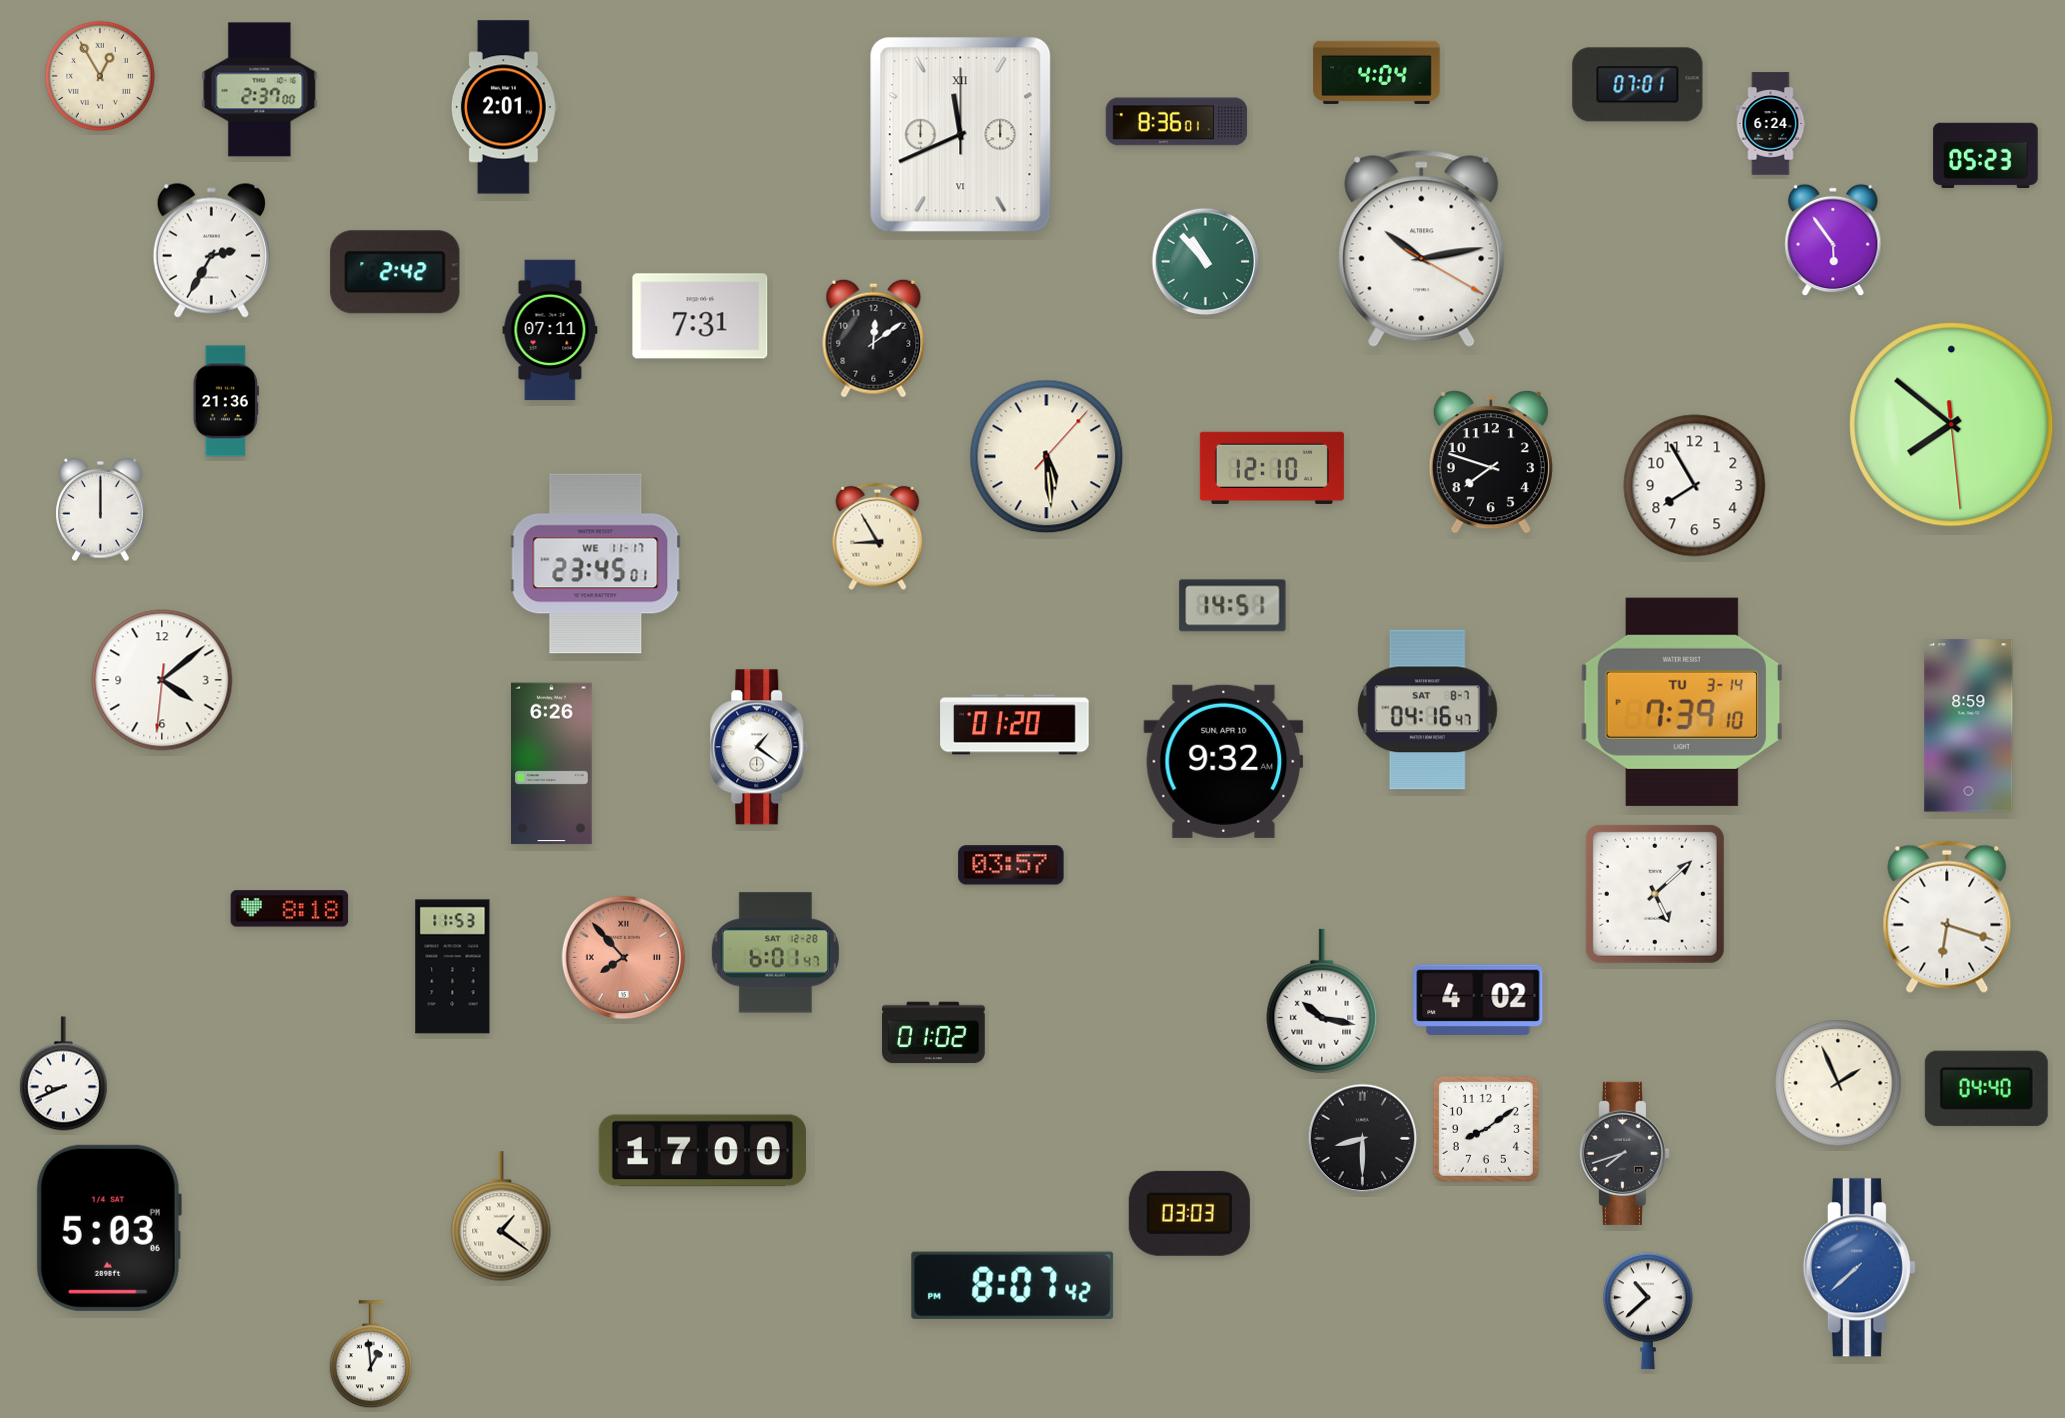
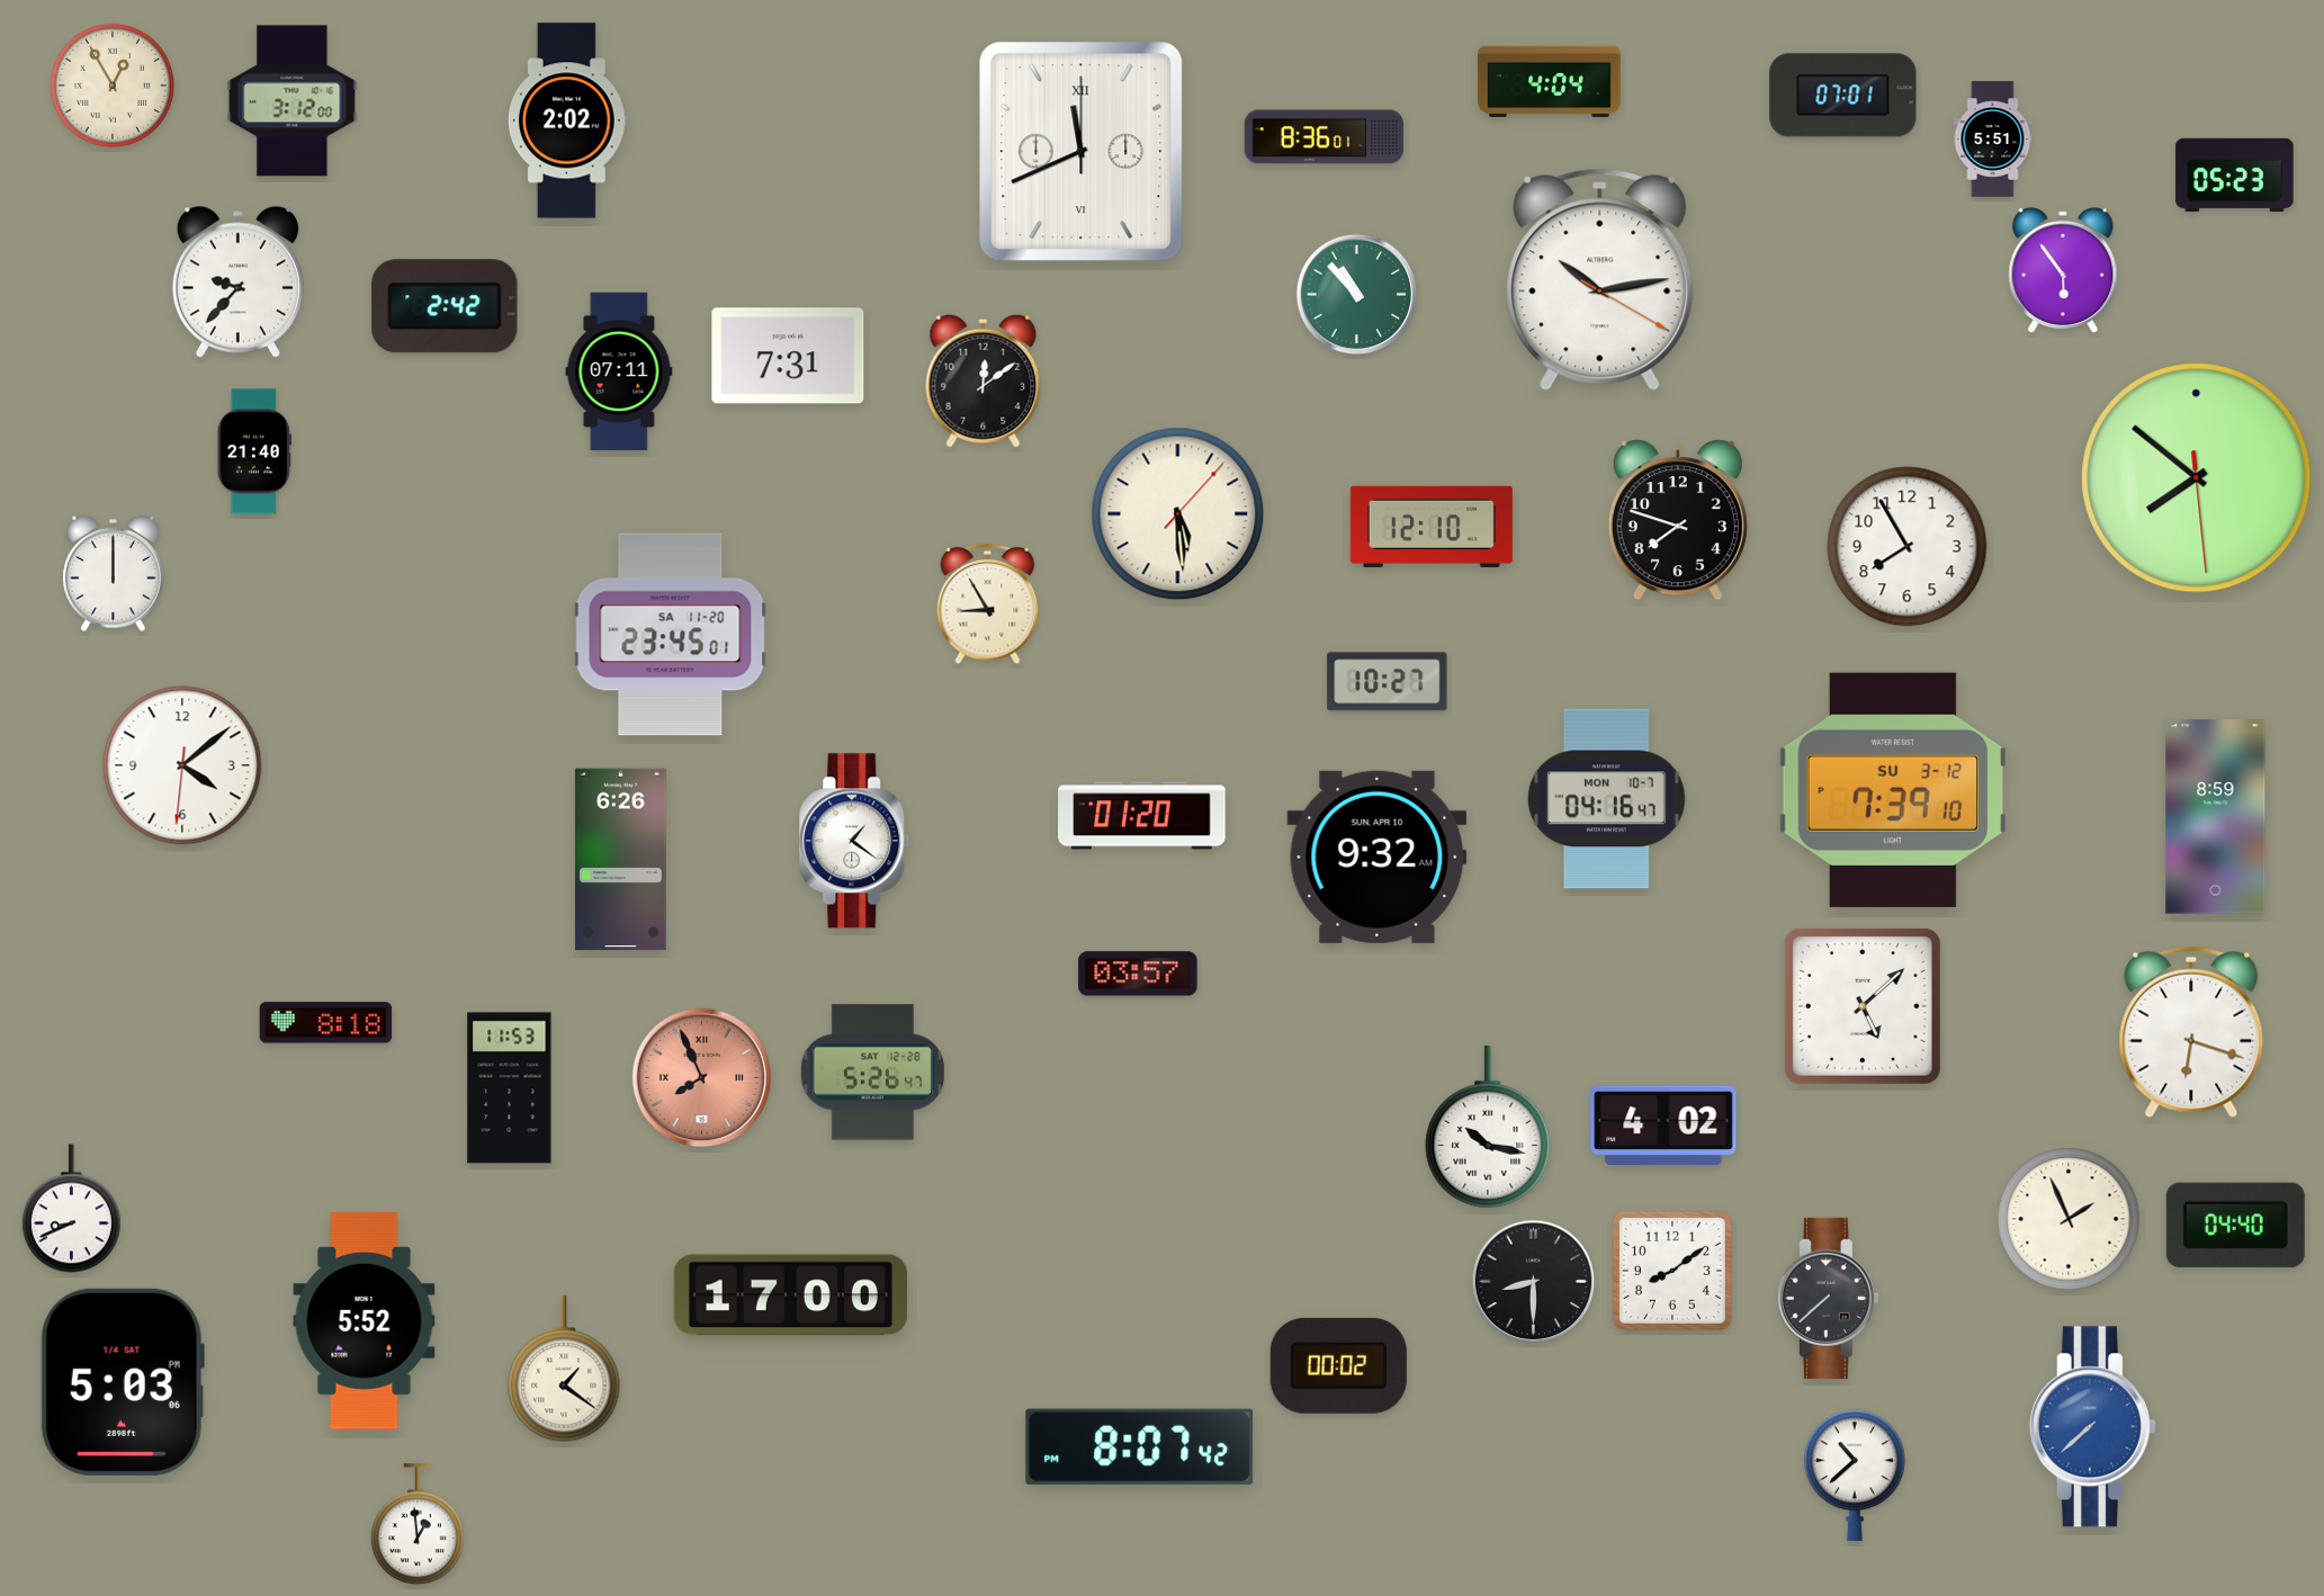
clock at (260, 90): 2:37 -> 3:12
clock at (504, 107): 2:01 -> 2:02
clock at (1771, 124): 6:24 -> 5:51
clock at (211, 250): 2:35 -> 9:37
clock at (226, 401): 21:36 -> 21:40
clock at (596, 564) date: WE 11-17 -> SA 11-20
clock at (1233, 606): 14:51 -> 10:27
clock at (1682, 702) date: TU 3-14 -> SU 3-12
clock at (1427, 710) date: SAT 8-7 -> MON 10-7
clock at (775, 953): 6:01 -> 5:26
clock at (624, 958): 7:53 -> 7:56
clock at (934, 1033): 01:02 -> none
clock at (1624, 1153): 7:42 -> 7:38
clock at (365, 1321): none -> 5:52
clock at (1189, 1213): 03:03 -> 00:02
